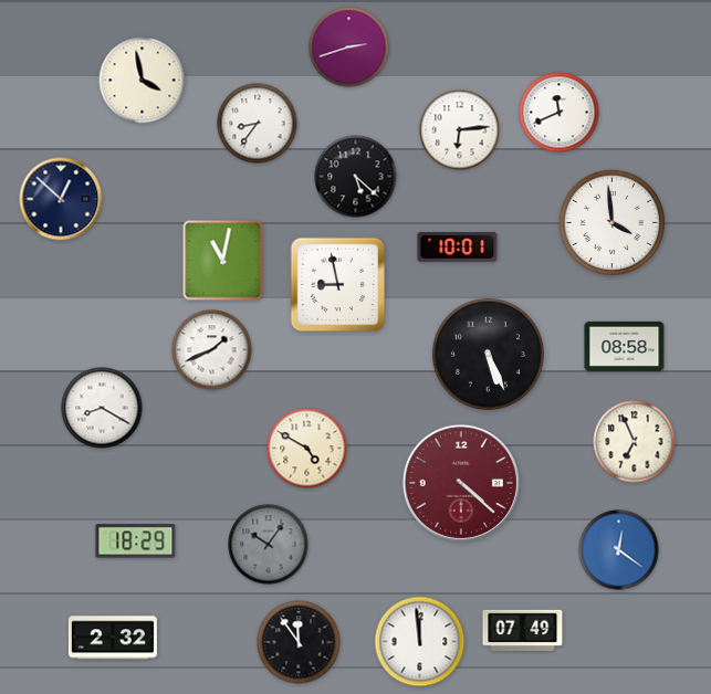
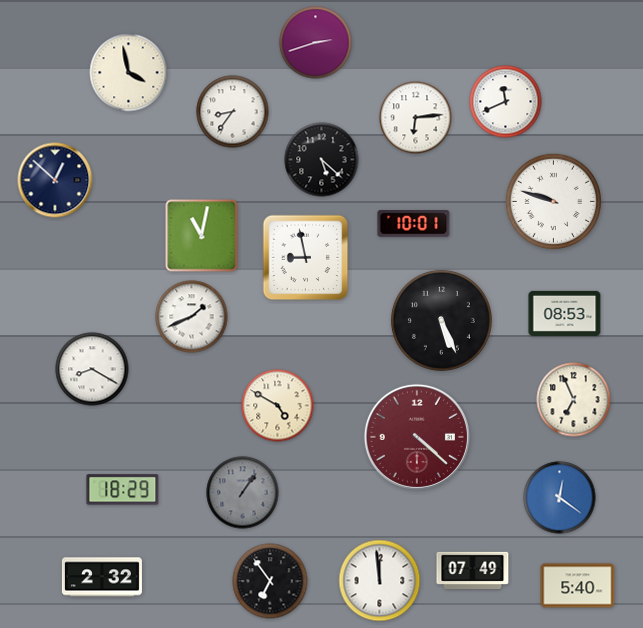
clock at (611, 222): 3:59 -> 9:48
clock at (625, 346): 08:58 -> 08:53
clock at (269, 545): 10:06 -> 1:06
clock at (299, 642): 11:54 -> 6:54
clock at (578, 586): none -> 5:40
